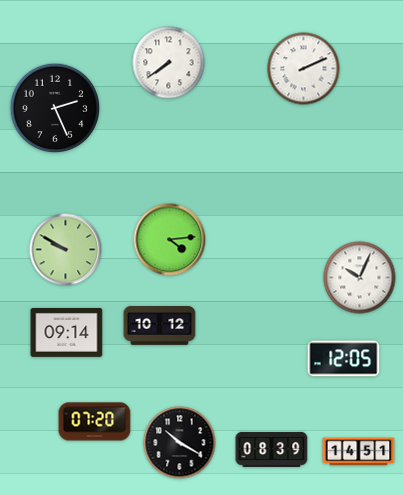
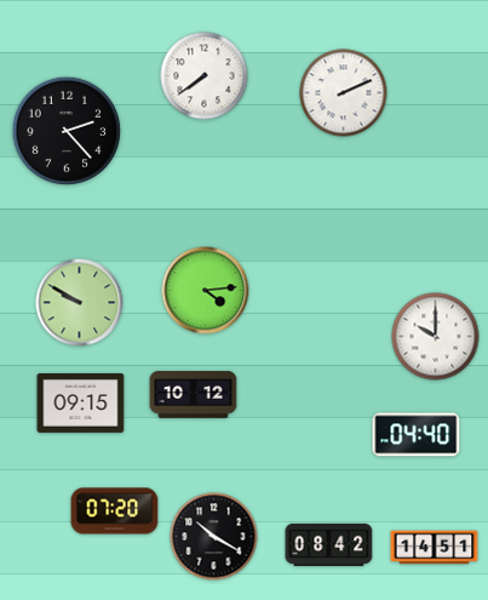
clock at (304, 69) position: (304, 69) -> (344, 93)
clock at (55, 108): 2:26 -> 2:23
clock at (360, 278): 10:04 -> 10:00
clock at (67, 332): 09:14 -> 09:15
clock at (344, 359): 12:05 -> 04:40
clock at (180, 443) position: (180, 443) -> (214, 537)
clock at (272, 449): 08:39 -> 08:42
